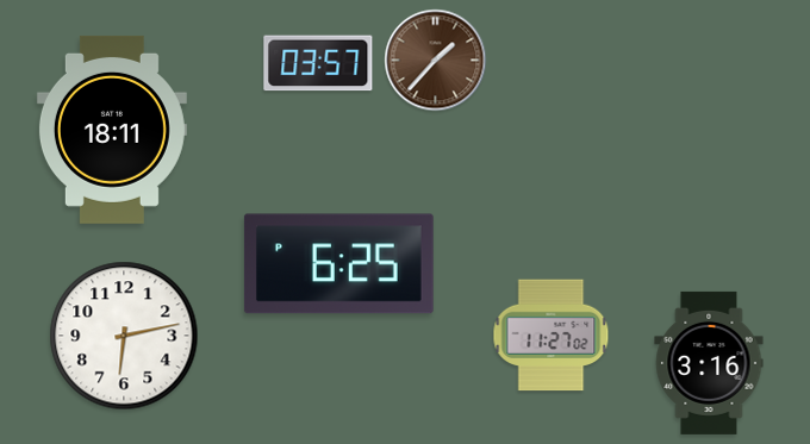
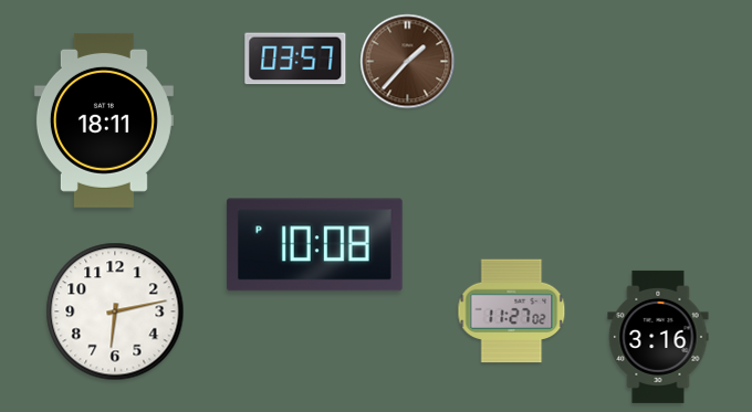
clock at (436, 61) position: (436, 61) -> (408, 62)
clock at (338, 264): 6:25 -> 10:08
